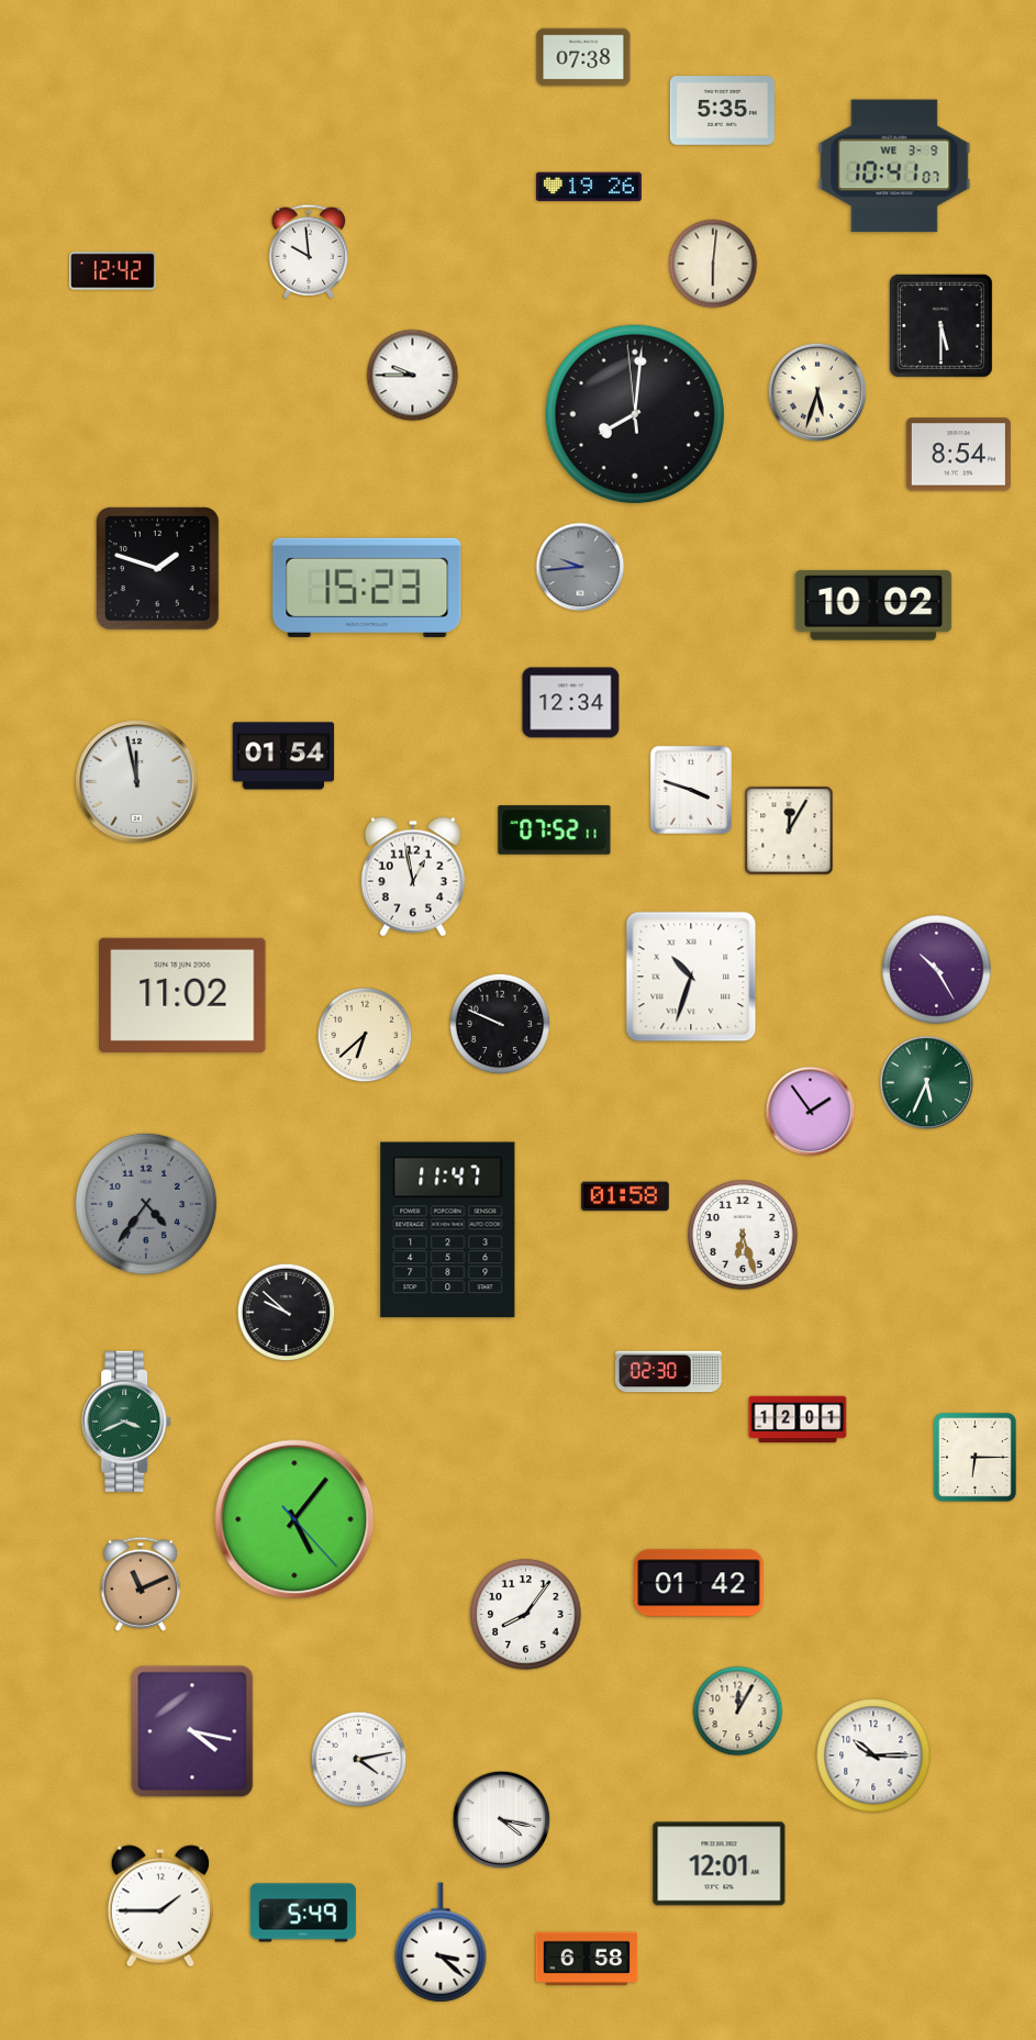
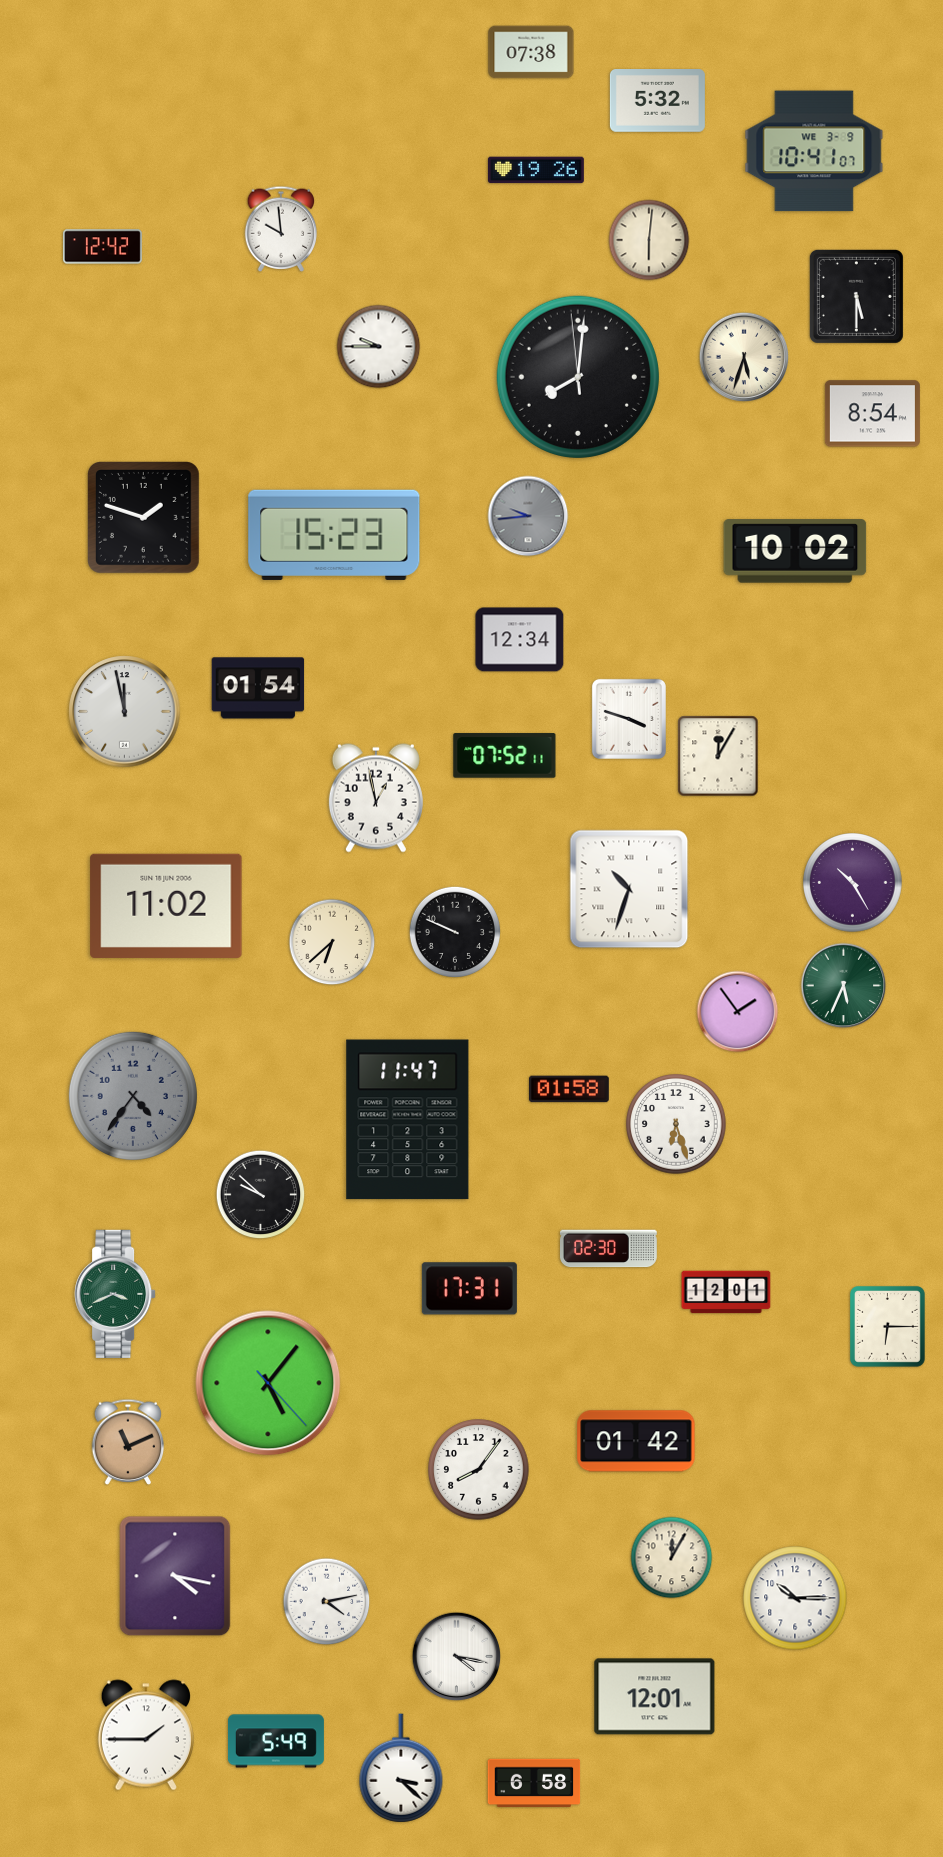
clock at (722, 111): 5:35 -> 5:32
clock at (413, 376) position: (413, 376) -> (379, 347)
clock at (469, 1289): none -> 17:31
